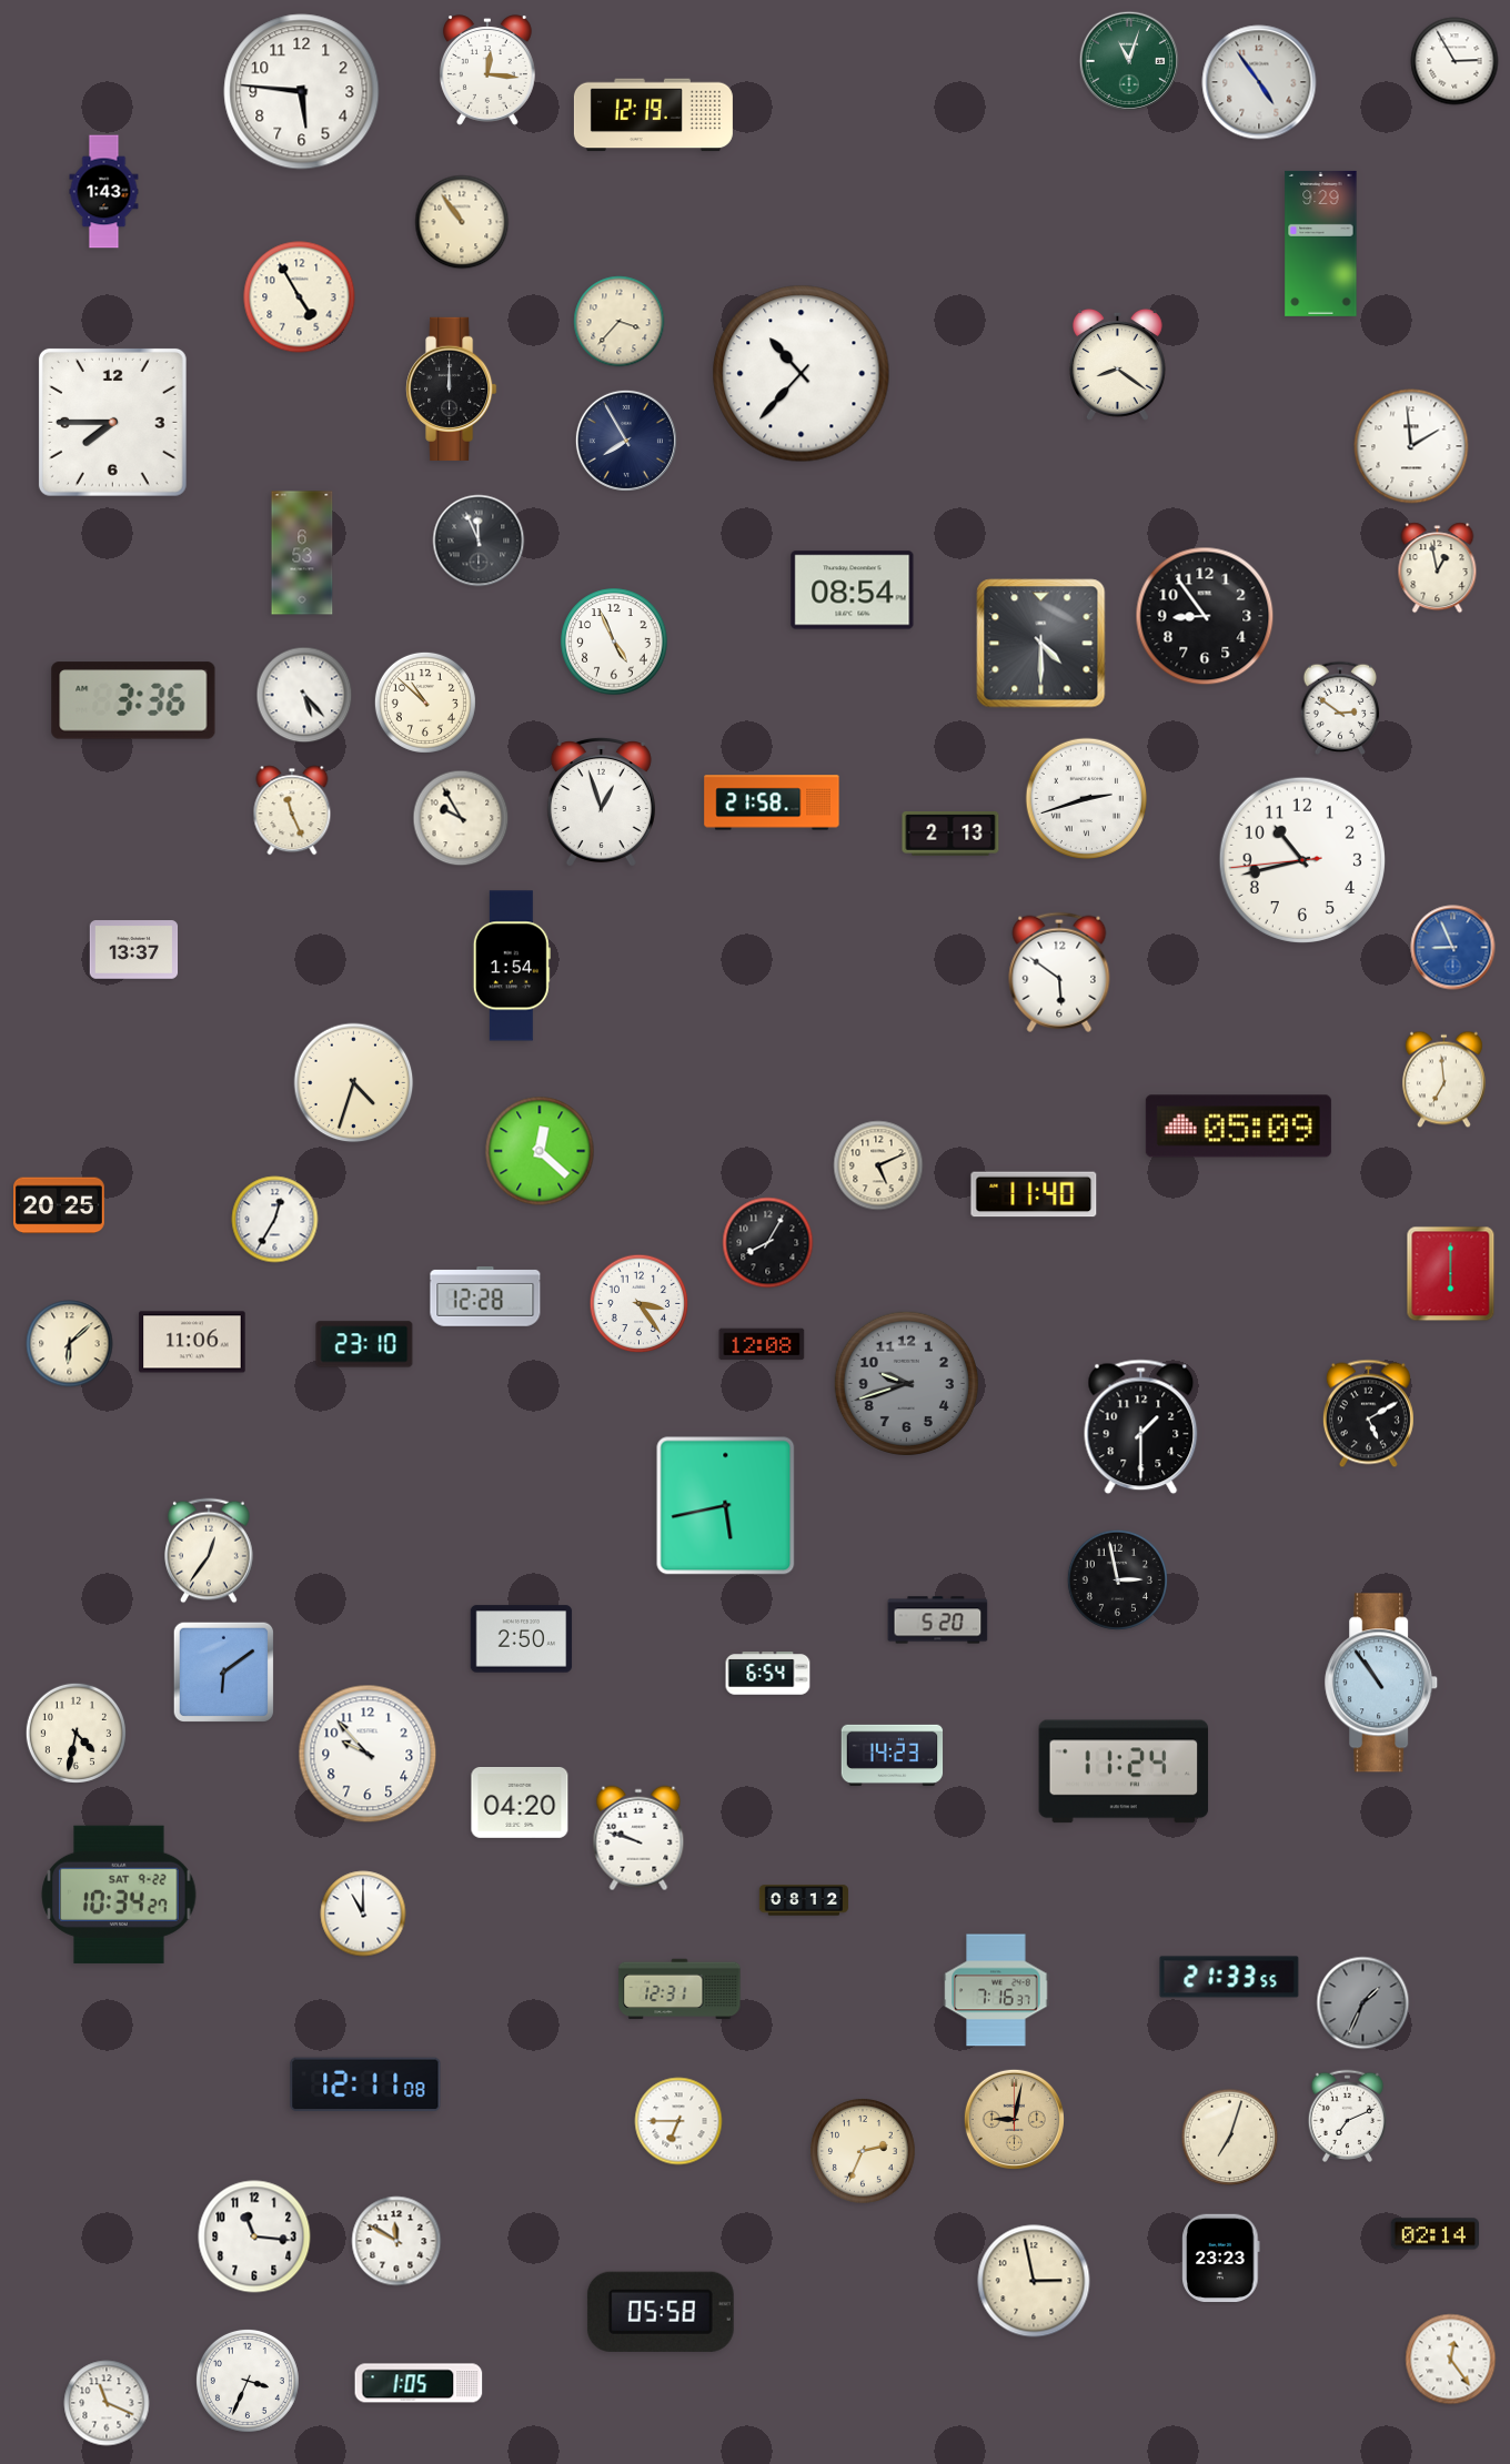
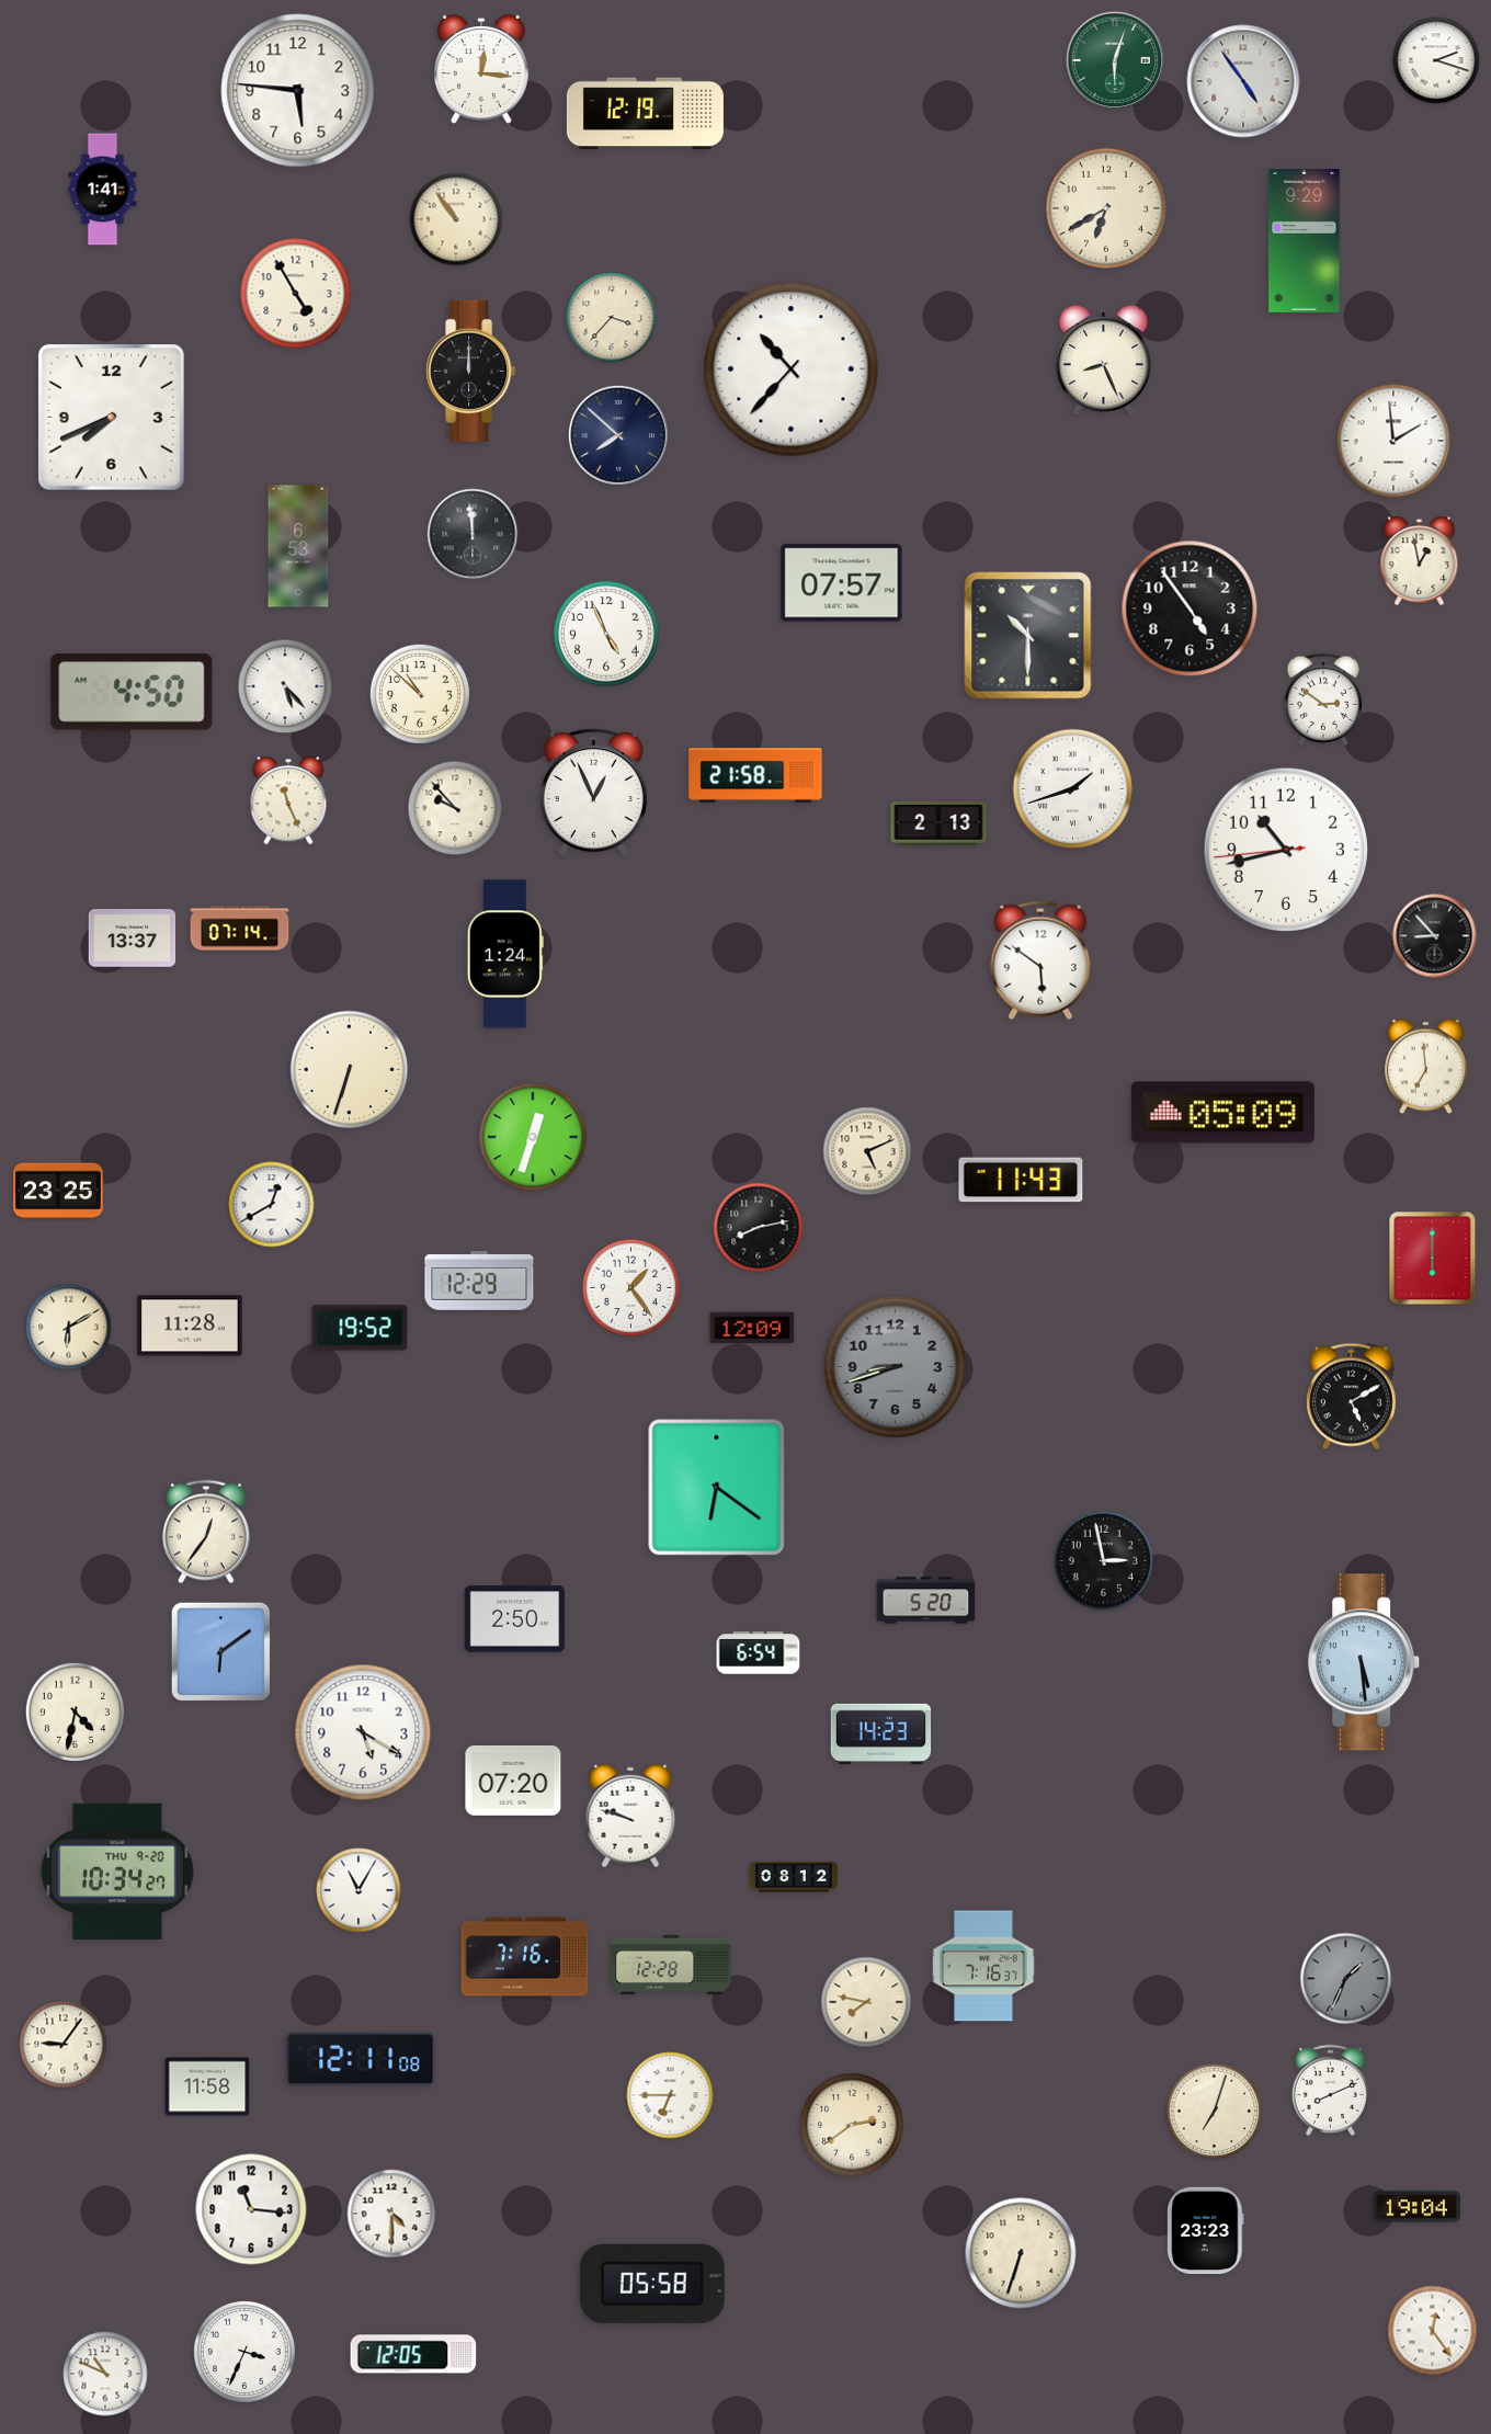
clock at (1128, 60): 11:03 -> 6:03
clock at (1454, 61): 2:55 -> 2:18
clock at (104, 192): 1:43 -> 1:41
clock at (1106, 208): none -> 6:40
clock at (1117, 364): 8:21 -> 8:26
clock at (452, 388) position: (452, 388) -> (471, 371)
clock at (112, 422): 7:45 -> 7:41
clock at (626, 441): 7:55 -> 7:52
clock at (479, 541): 11:56 -> 11:59
clock at (853, 590): 08:54 -> 07:57
clock at (1205, 616): 8:54 -> 4:54
clock at (1041, 644): 4:30 -> 10:30
clock at (304, 695) position: (304, 695) -> (285, 686)
clock at (133, 700): 3:36 -> 4:50
clock at (1087, 799): 2:42 -> 1:42
clock at (601, 802): 12:57 -> 12:56
clock at (772, 802) position: (772, 802) -> (755, 775)
clock at (461, 818): 9:55 -> 9:53
clock at (240, 929): none -> 07:14
clock at (1453, 948): 8:56 -> 8:53
clock at (1453, 948) dial: blue -> black
clock at (512, 966): 1:54 -> 1:24
clock at (1059, 972) position: (1059, 972) -> (1040, 960)
clock at (354, 1083): 4:33 -> 6:33
clock at (540, 1151): 12:22 -> 12:33
clock at (1034, 1194): 11:40 -> 11:43
clock at (60, 1205): 20:25 -> 23:25
clock at (275, 1220): 12:35 -> 12:40
clock at (768, 1243): 8:05 -> 8:13
clock at (485, 1297): 12:28 -> 12:29
clock at (640, 1304): 3:24 -> 1:24
clock at (192, 1342): 11:06 -> 11:28
clock at (70, 1344): 6:08 -> 6:10
clock at (364, 1344): 23:10 -> 19:52
clock at (762, 1344): 12:08 -> 12:09
clock at (906, 1383): 9:42 -> 8:42
clock at (1141, 1427): 1:30 -> none
clock at (726, 1506): 5:43 -> 6:21
clock at (1382, 1683): 10:54 -> 5:29
clock at (368, 1754): 9:53 -> 5:20
clock at (1124, 1771): 11:24 -> none
clock at (520, 1804): 04:20 -> 07:20
clock at (119, 1895) date: SAT 9-22 -> THU 9-20
clock at (363, 1913): 11:00 -> 11:05
clock at (1229, 1977): 21:33 -> none
clock at (525, 1957): none -> 7:16
clock at (679, 1989): 12:31 -> 12:28
clock at (866, 2002): none -> 7:47
clock at (64, 2045): none -> 9:06
clock at (207, 2086): none -> 11:58
clock at (1347, 2115): 7:11 -> 8:11
clock at (1014, 2119): 9:02 -> none
clock at (863, 2151): 2:34 -> 2:39
clock at (1434, 2234): 02:14 -> 19:04
clock at (396, 2241): 11:50 -> 4:30
clock at (1034, 2281): 2:58 -> 6:33
clock at (419, 2383): 1:05 -> 12:05
clock at (107, 2403): 11:19 -> 10:49
